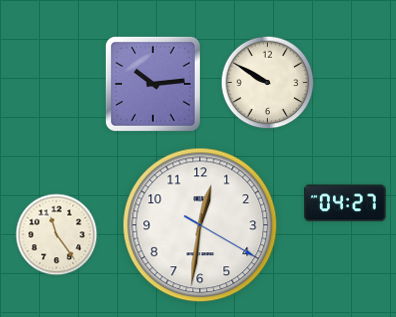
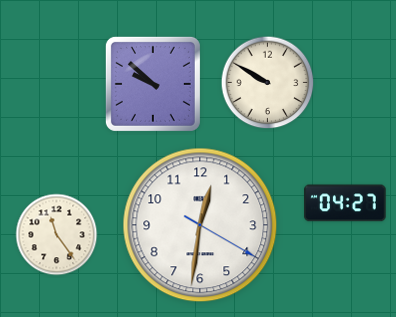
clock at (153, 84): 10:14 -> 9:52
